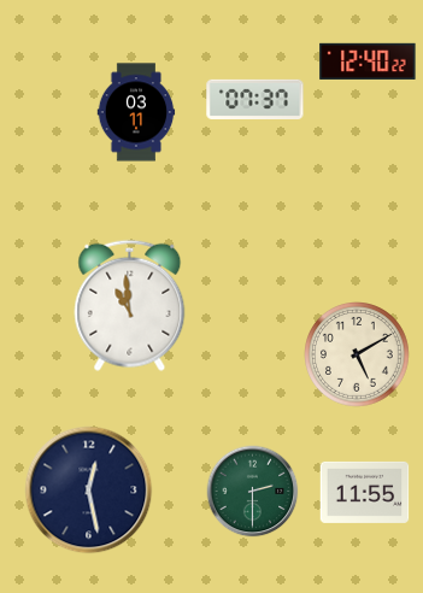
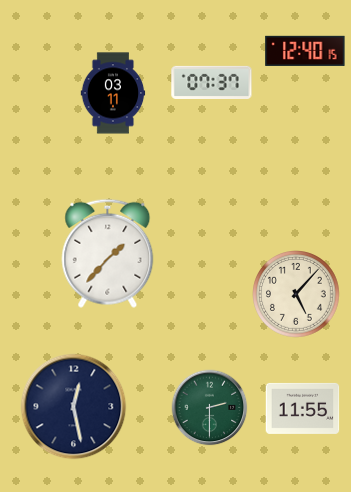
clock at (368, 61): 12:40:22 -> 12:40:15
clock at (130, 305): 10:59 -> 1:37
clock at (358, 356): 5:10 -> 5:07
